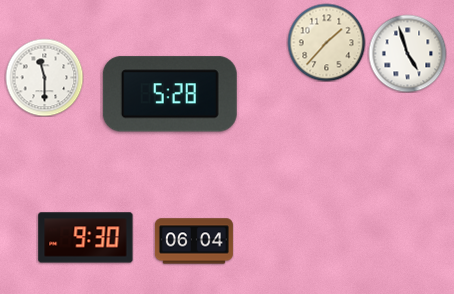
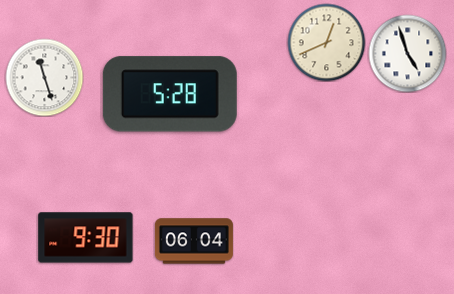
clock at (326, 42): 1:37 -> 12:41
clock at (44, 77): 11:30 -> 11:27
